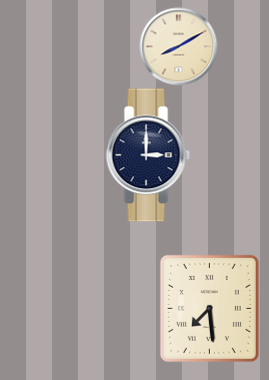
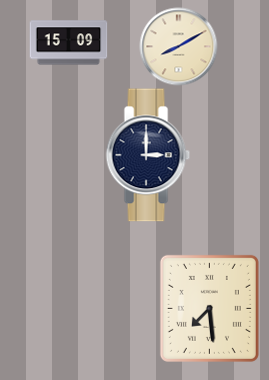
clock at (68, 43): none -> 15:09
